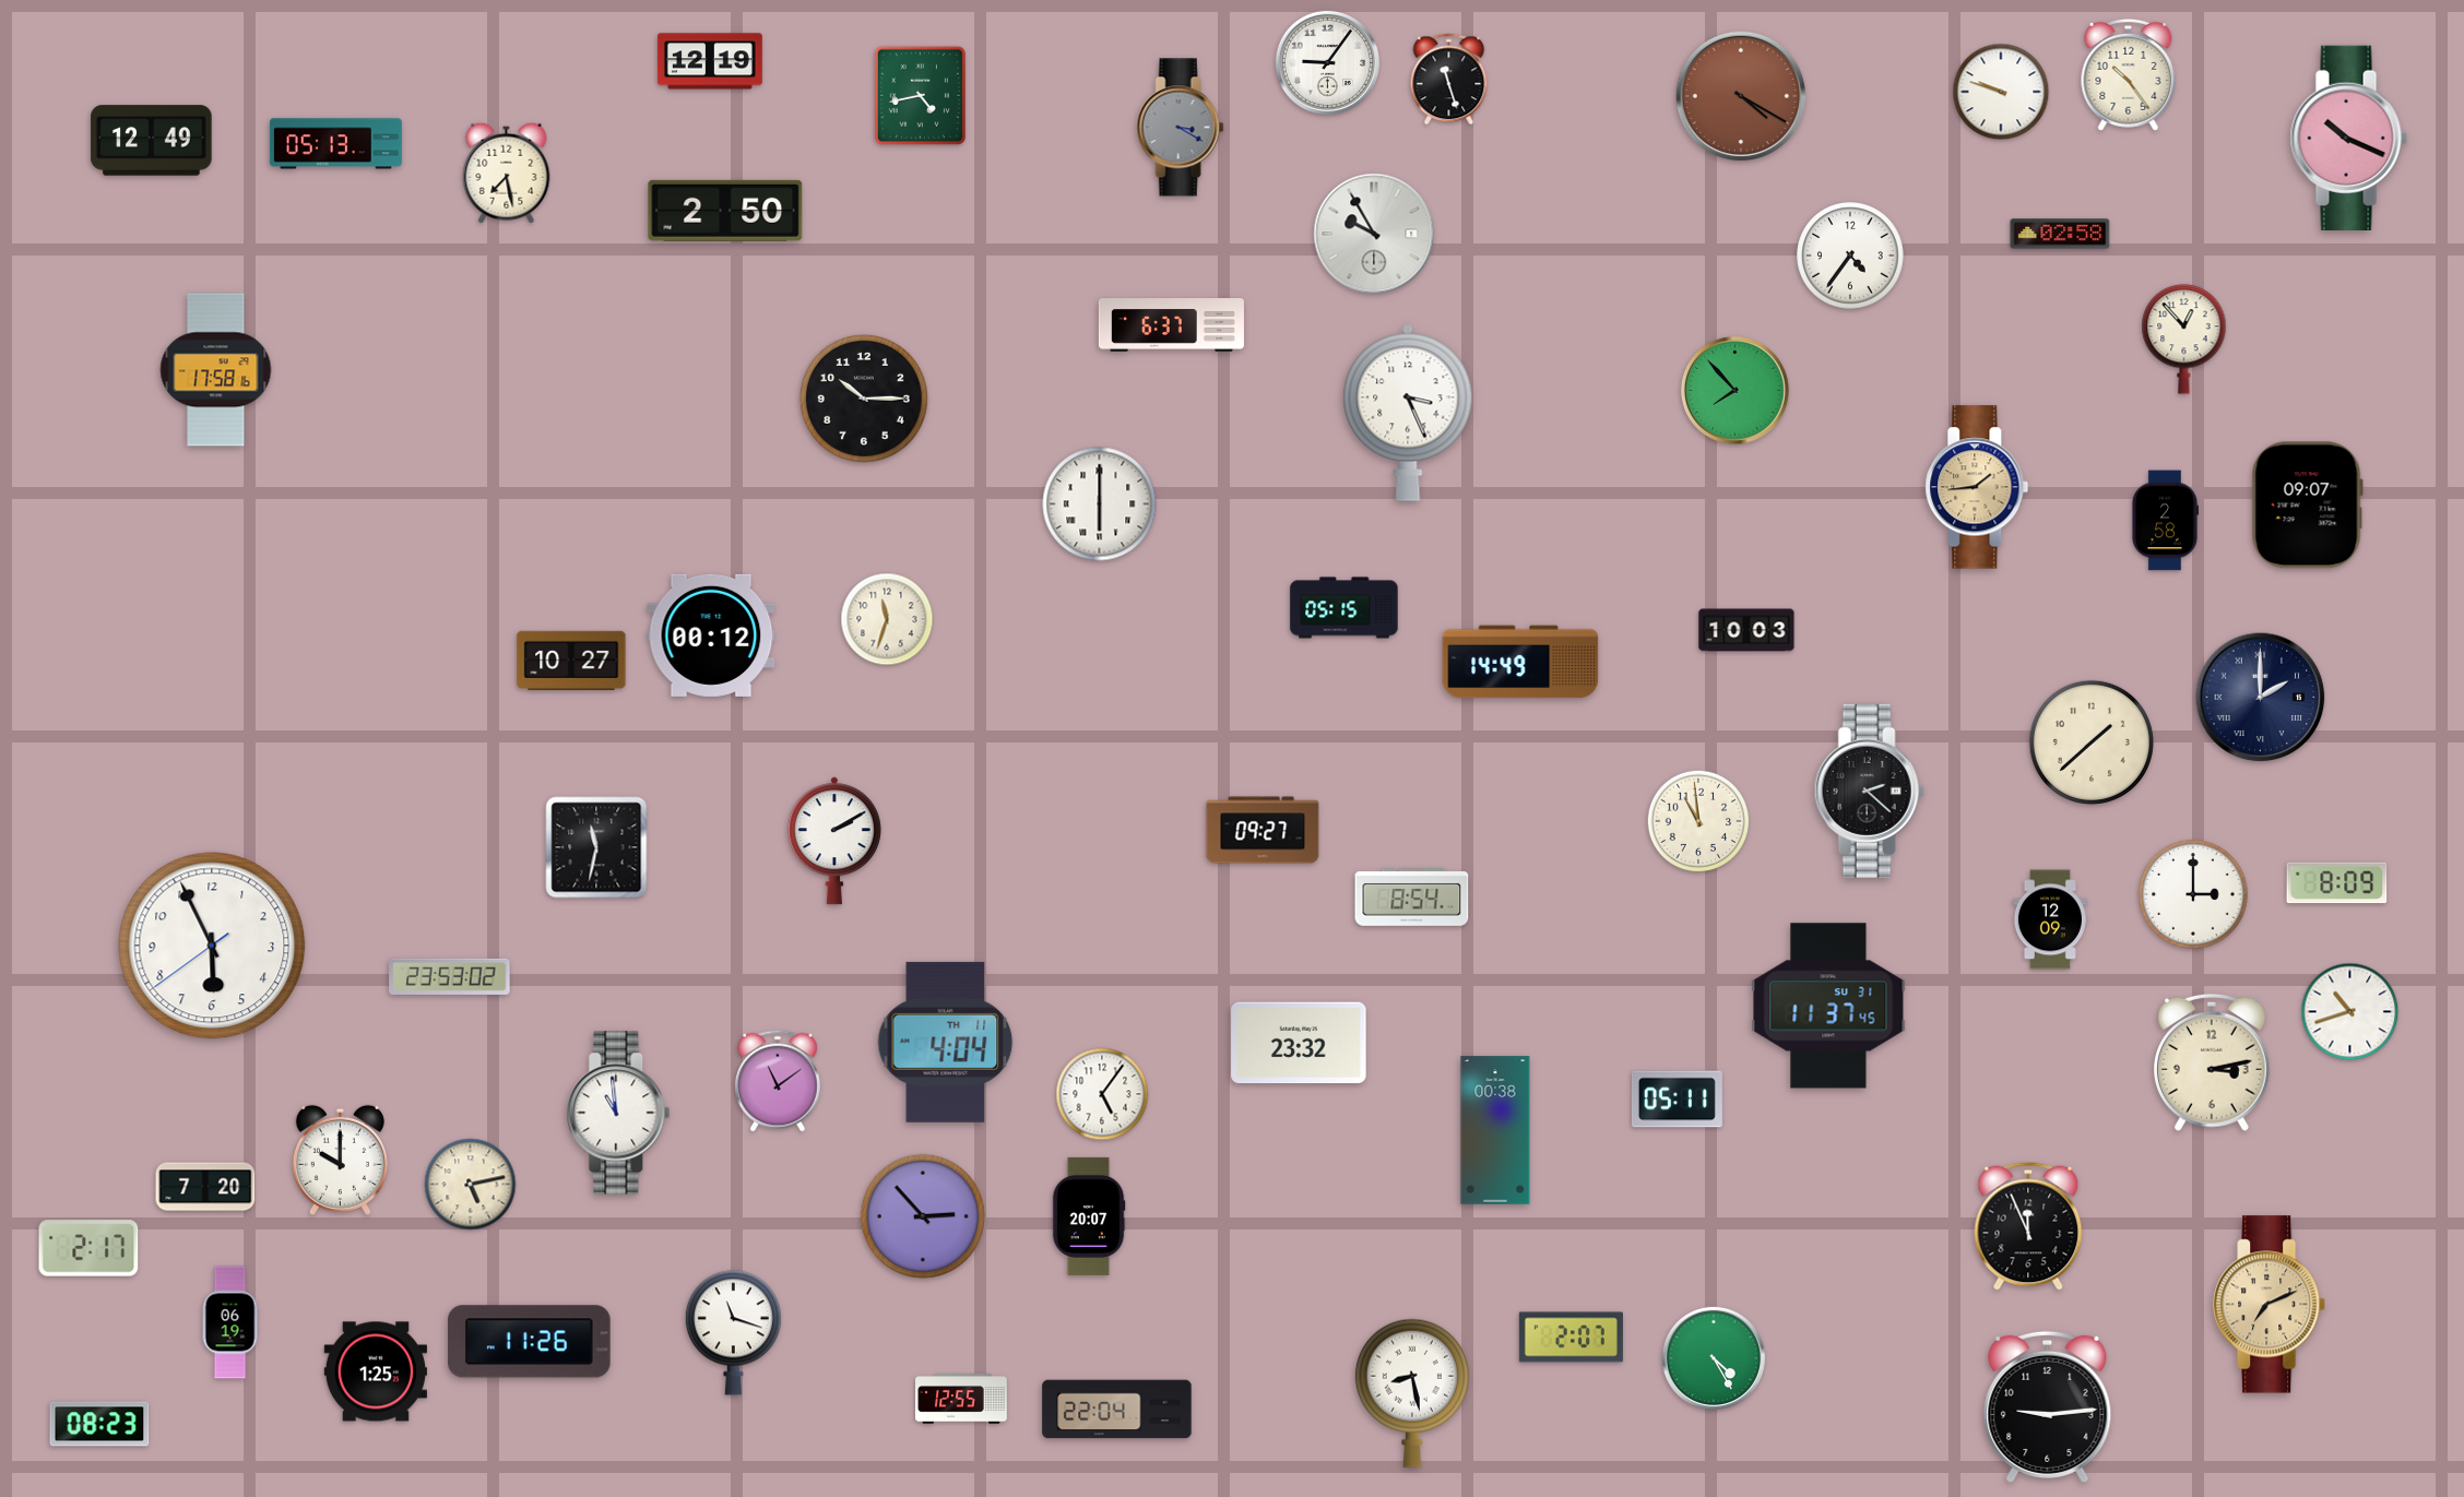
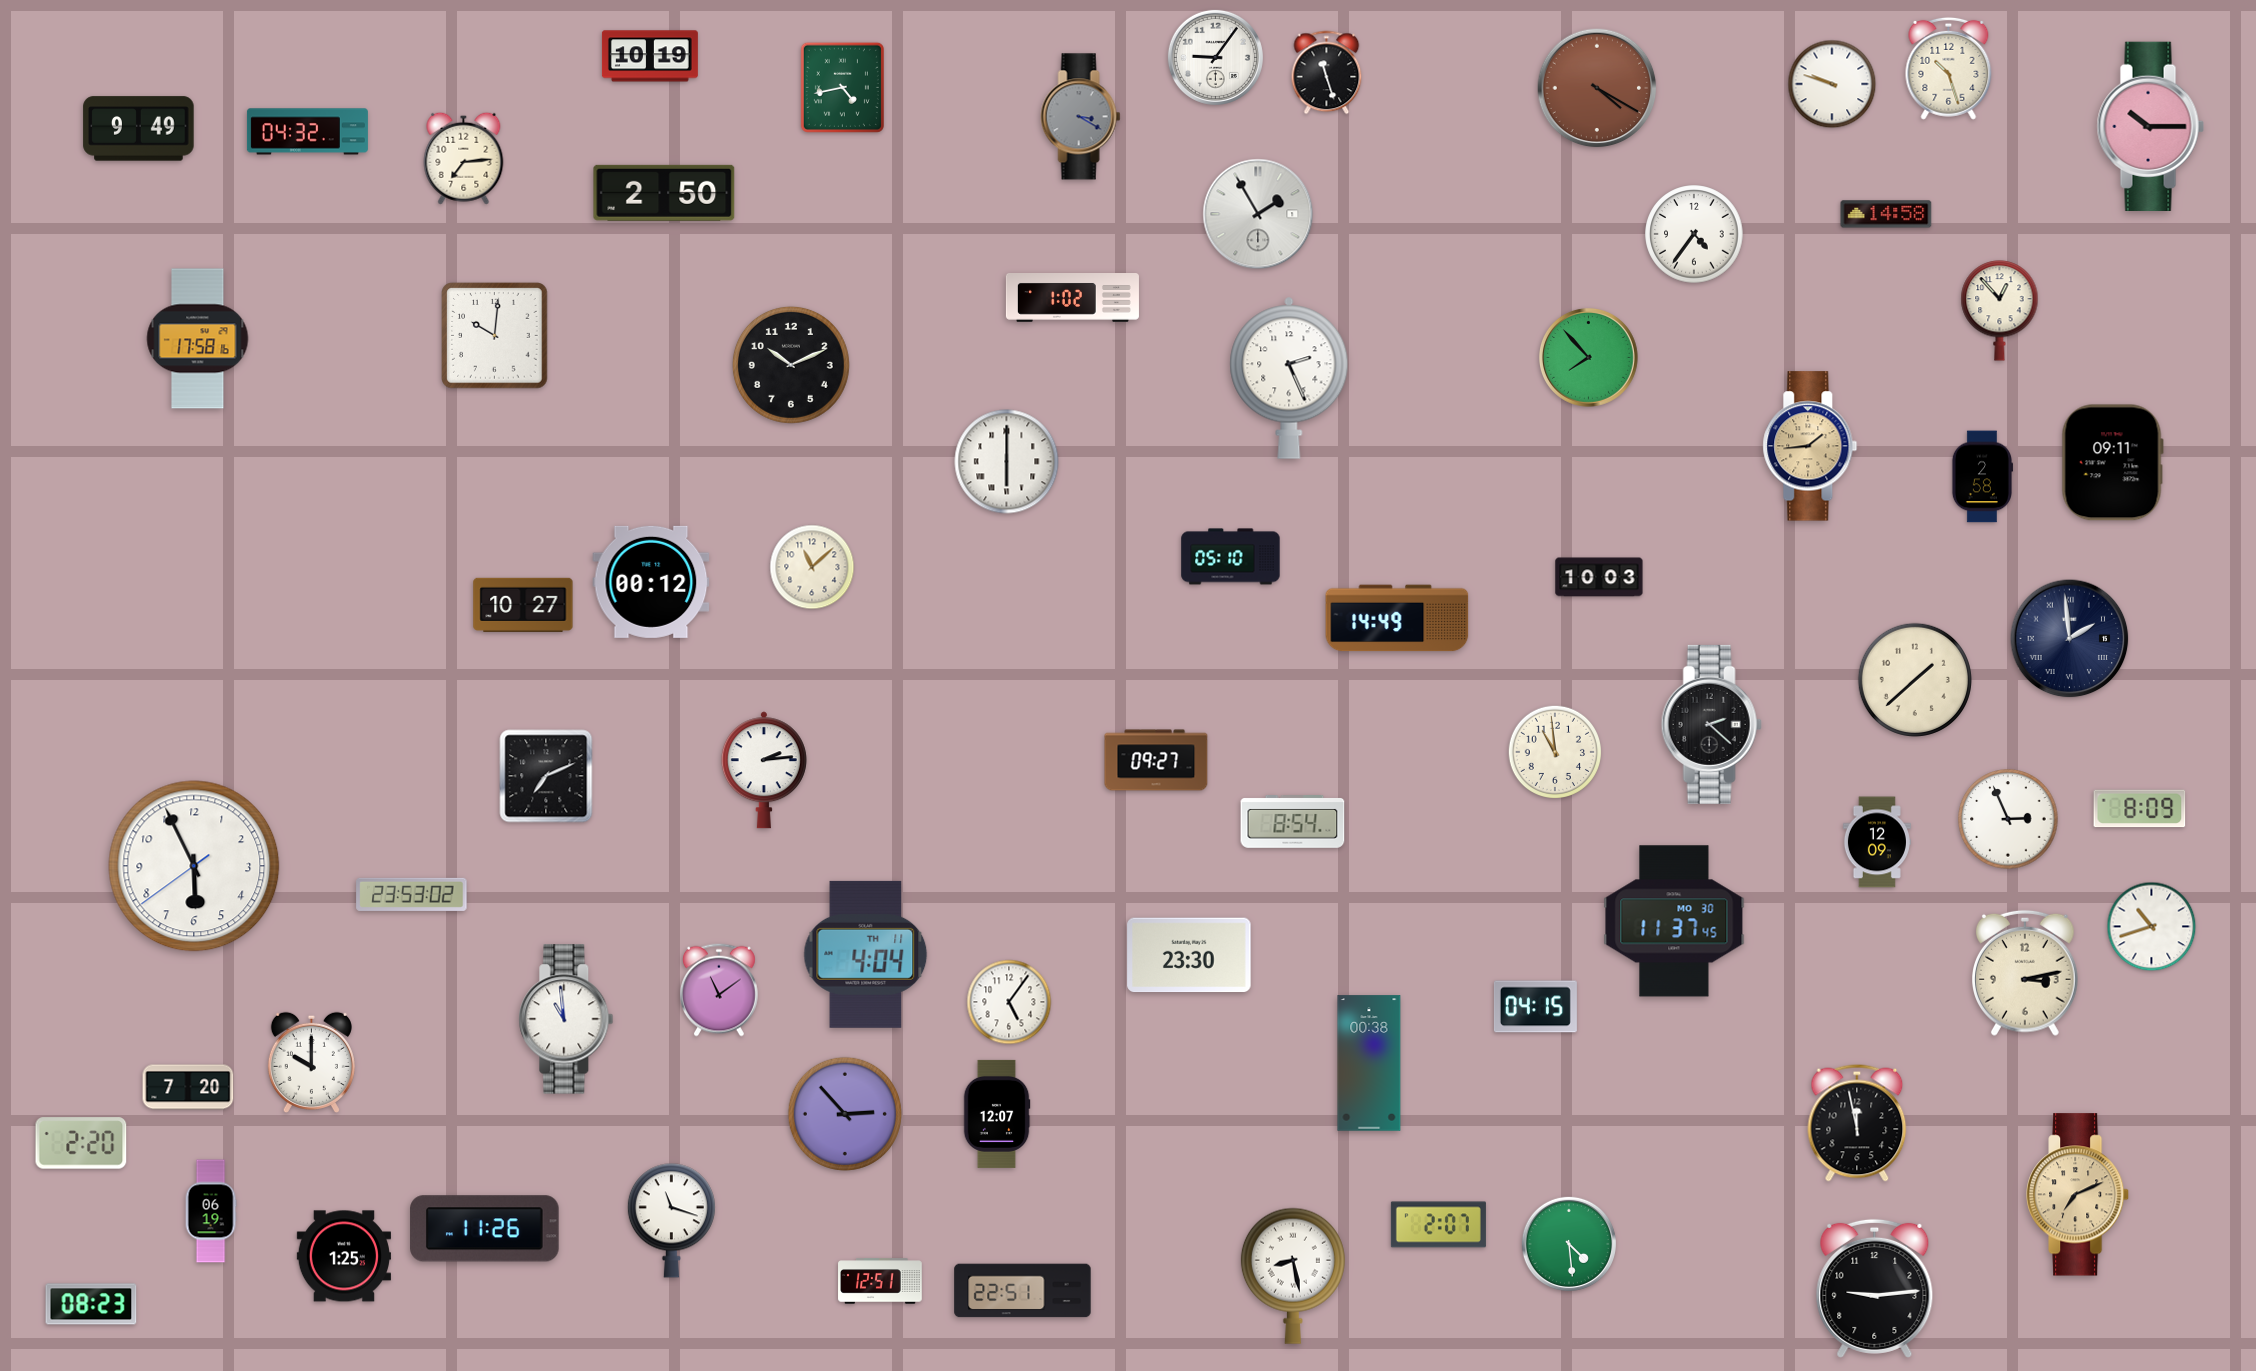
clock at (710, 61): 12:19 -> 10:19
clock at (2129, 74): 10:24 -> 10:27
clock at (1741, 96) position: (1741, 96) -> (1597, 88)
clock at (2348, 138): 10:19 -> 10:15
clock at (152, 141): 12:49 -> 9:49
clock at (335, 144): 05:13 -> 04:32
clock at (507, 173): 7:28 -> 7:14
clock at (1374, 234): 9:55 -> 1:55
clock at (2060, 234): 02:58 -> 14:58
clock at (1171, 325): 6:37 -> 1:02
clock at (495, 336): none -> 10:01
clock at (864, 399): 10:15 -> 10:11
clock at (1408, 413): 3:26 -> 2:26
clock at (2307, 506): 09:07 -> 09:11
clock at (1344, 608): 05:15 -> 05:10
clock at (887, 619): 11:33 -> 11:08
clock at (1520, 662) position: (1520, 662) -> (1397, 618)
clock at (2261, 698): 2:00 -> 1:59
clock at (834, 841): 2:10 -> 2:14
clock at (596, 847): 11:32 -> 7:11
clock at (2193, 894): 3:00 -> 2:56
clock at (1828, 1006) date: SU 31 -> MO 30
clock at (1299, 1043): 23:32 -> 23:30
clock at (778, 1081) position: (778, 1081) -> (719, 990)
clock at (1677, 1100): 05:11 -> 04:15
clock at (1495, 1130) position: (1495, 1130) -> (1369, 1063)
clock at (471, 1185): 5:13 -> none
clock at (1089, 1216): 20:07 -> 12:07
clock at (2028, 1226): 11:56 -> 11:58
clock at (88, 1248): 2:17 -> 2:20
clock at (1714, 1358): 4:25 -> 4:29
clock at (961, 1399): 12:55 -> 12:51
clock at (1117, 1410): 22:04 -> 22:51
